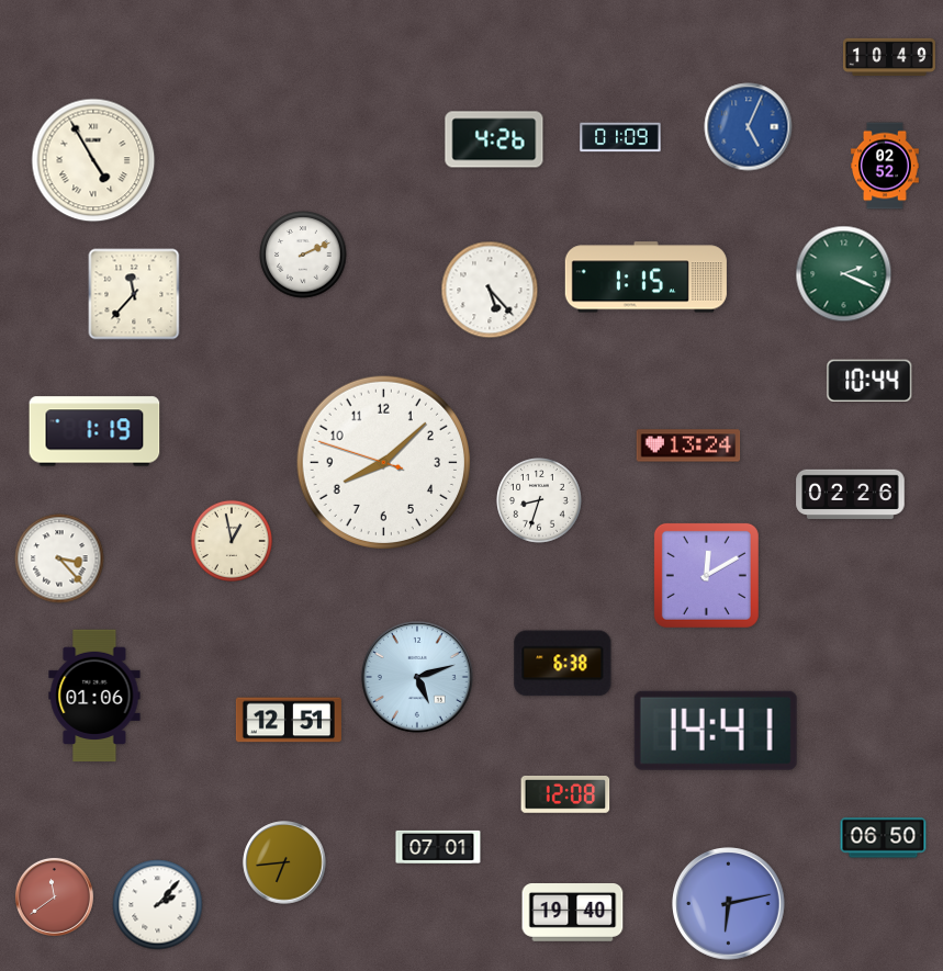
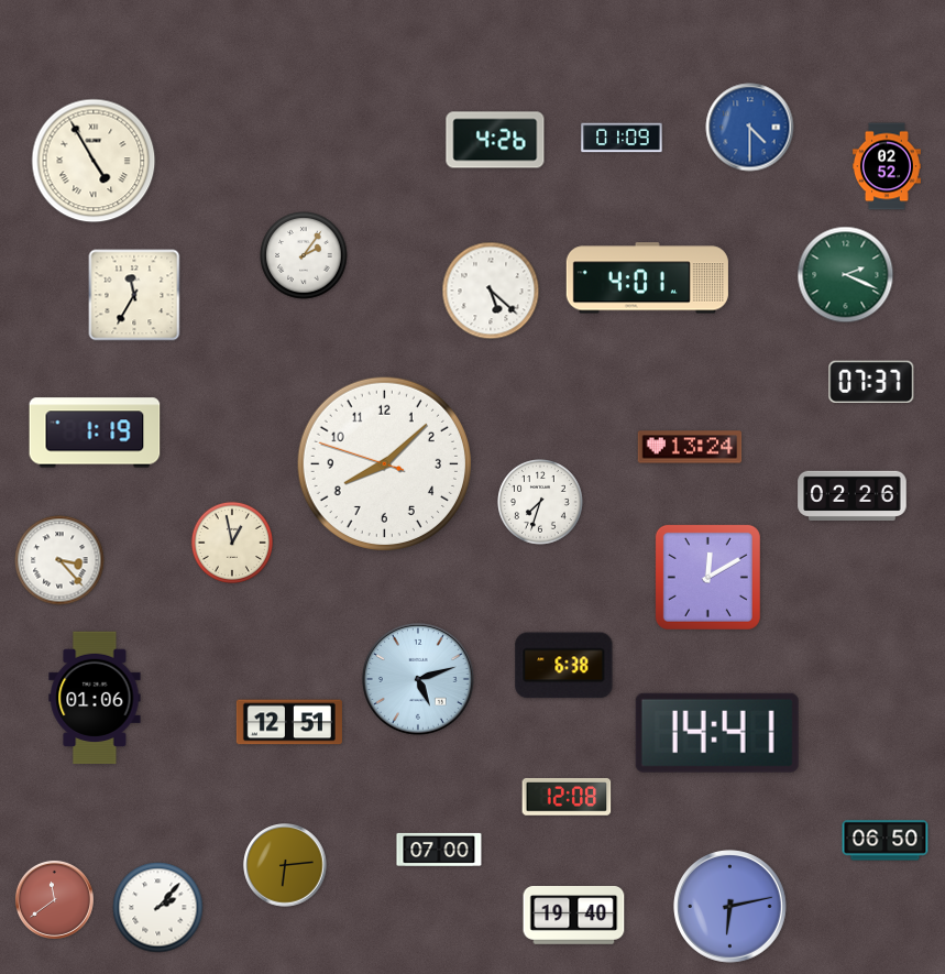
clock at (889, 57): 10:49 -> none
clock at (749, 127): 5:04 -> 4:30
clock at (303, 255): 2:11 -> 2:06
clock at (645, 278): 1:15 -> 4:01
clock at (490, 290): 5:23 -> 5:22
clock at (134, 294): 11:37 -> 11:35
clock at (869, 380): 10:44 -> 07:37
clock at (540, 501): 8:33 -> 7:33
clock at (438, 847): 07:01 -> 07:00
clock at (284, 862): 6:44 -> 6:14
